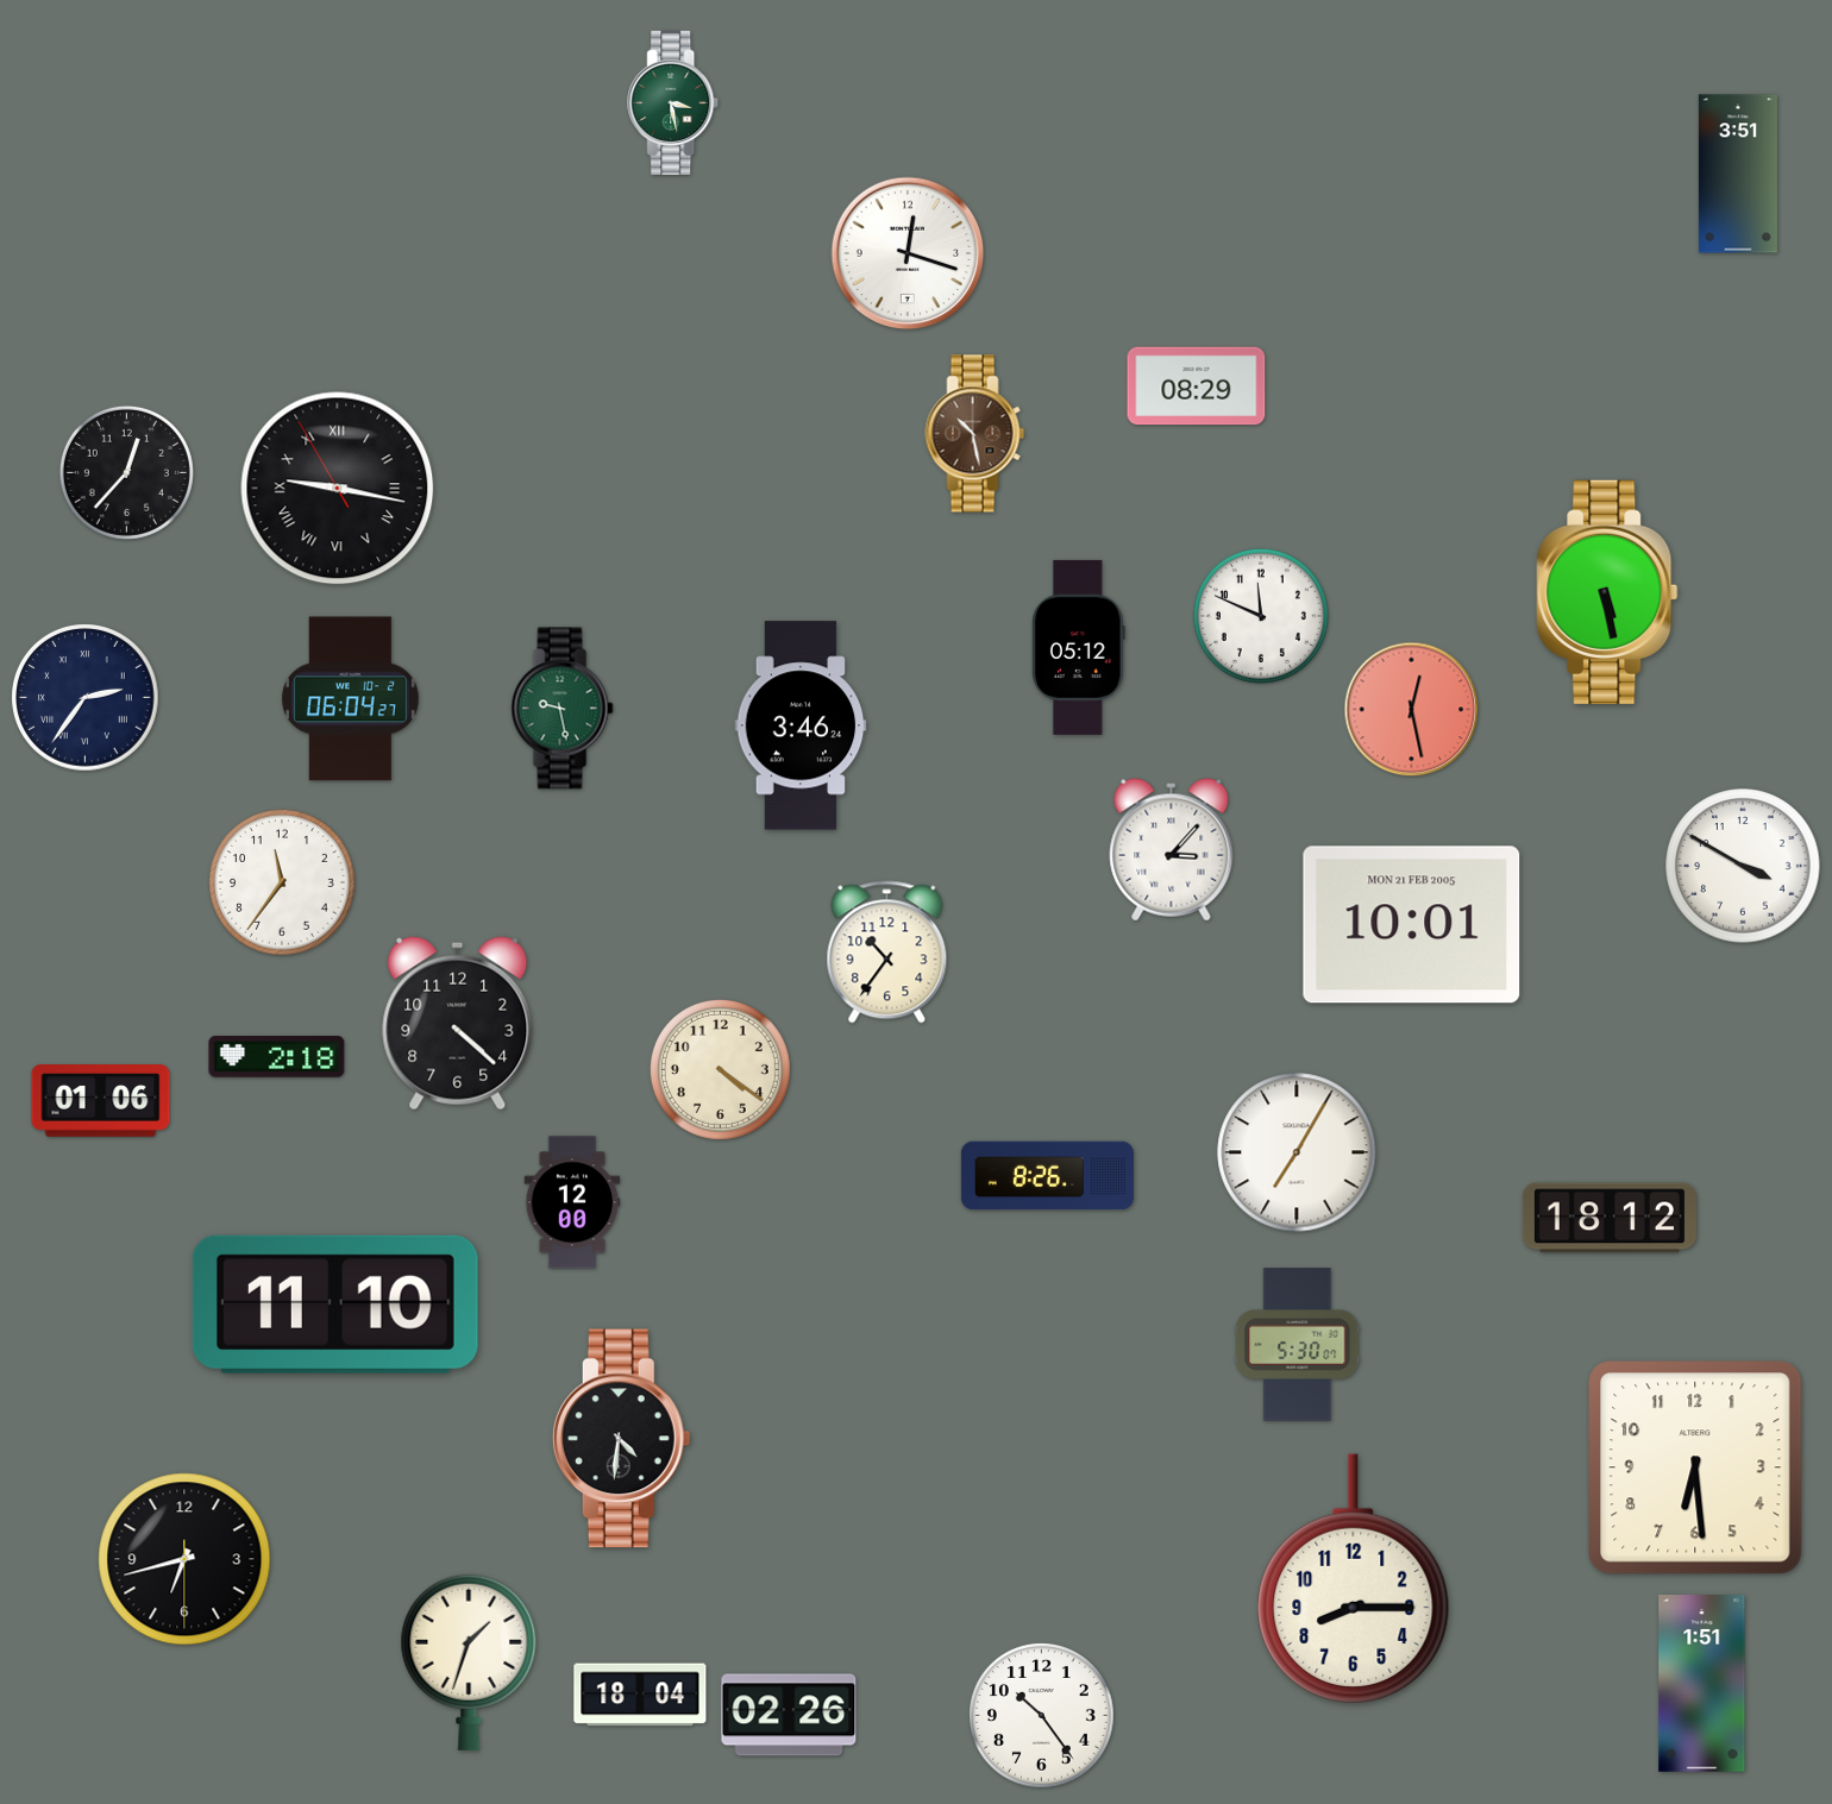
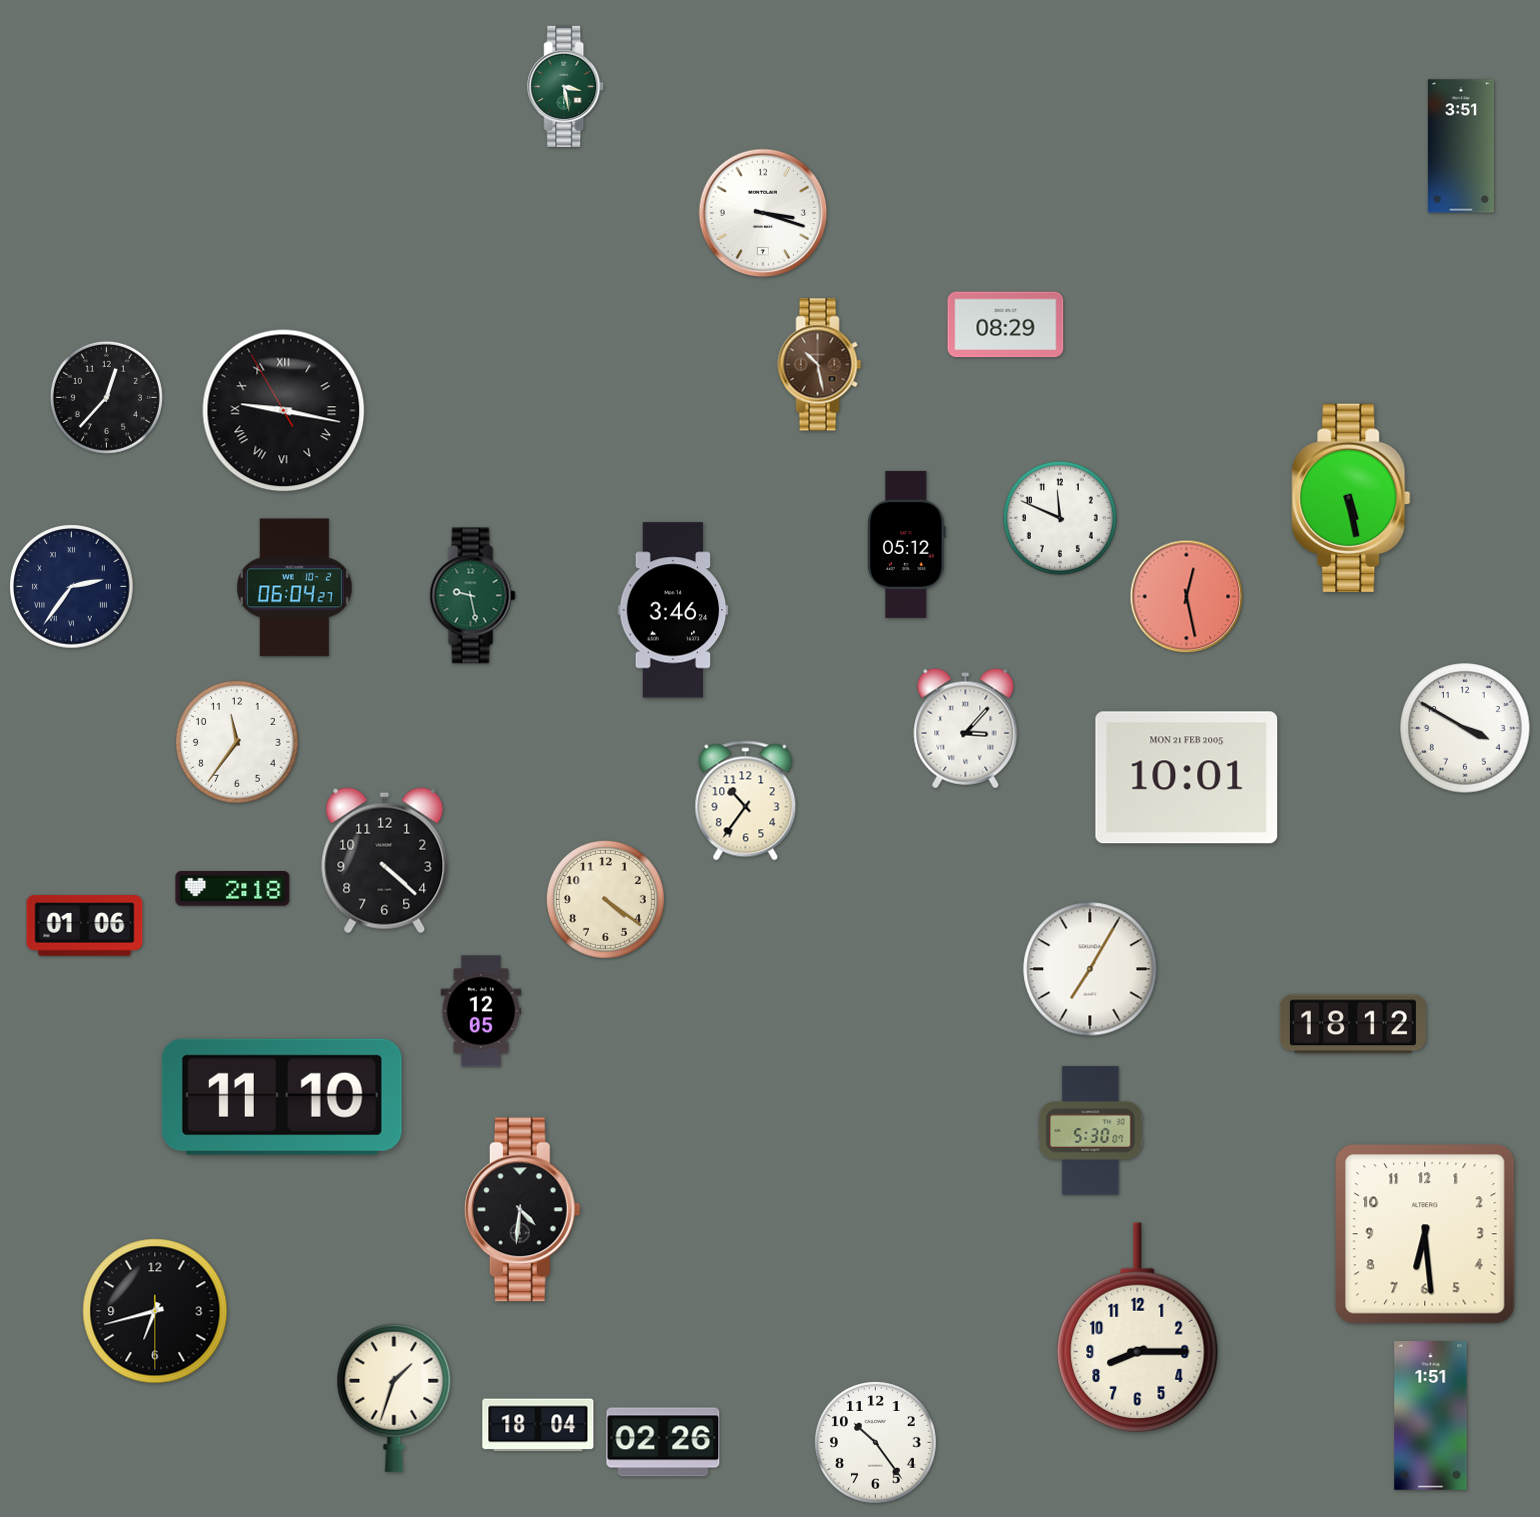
clock at (908, 253): 12:18 -> 3:18
clock at (1172, 850) position: (1172, 850) -> (966, 729)
clock at (1047, 1176): 8:26 -> none
clock at (572, 1202): 12:00 -> 12:05
